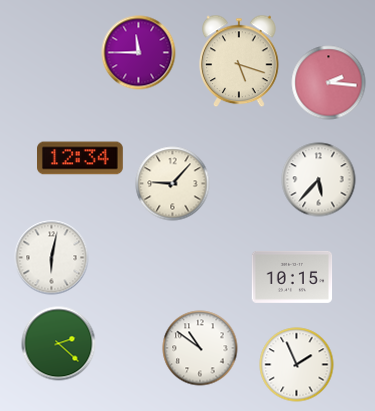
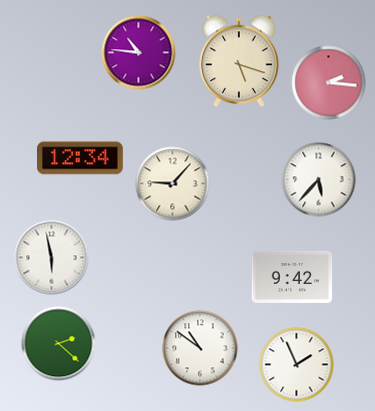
clock at (139, 53): 11:45 -> 10:46
clock at (52, 258): 6:02 -> 5:58
clock at (292, 277): 10:15 -> 9:42
